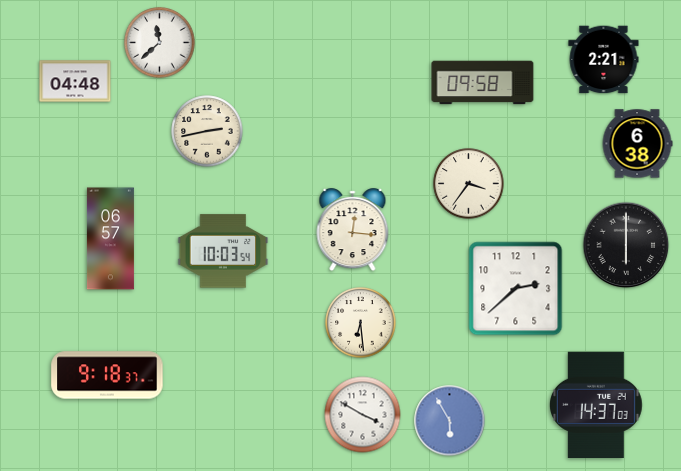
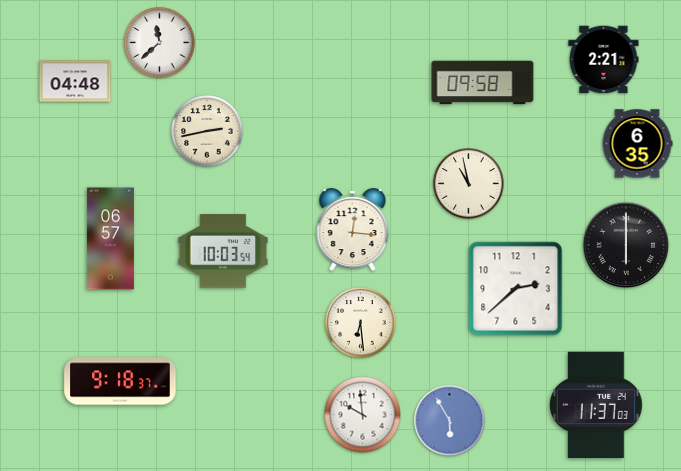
clock at (637, 144): 6:38 -> 6:35
clock at (469, 184): 3:36 -> 10:58
clock at (107, 375) position: (107, 375) -> (120, 381)
clock at (597, 404): 14:37 -> 11:37
clock at (363, 415): 3:50 -> 9:59
